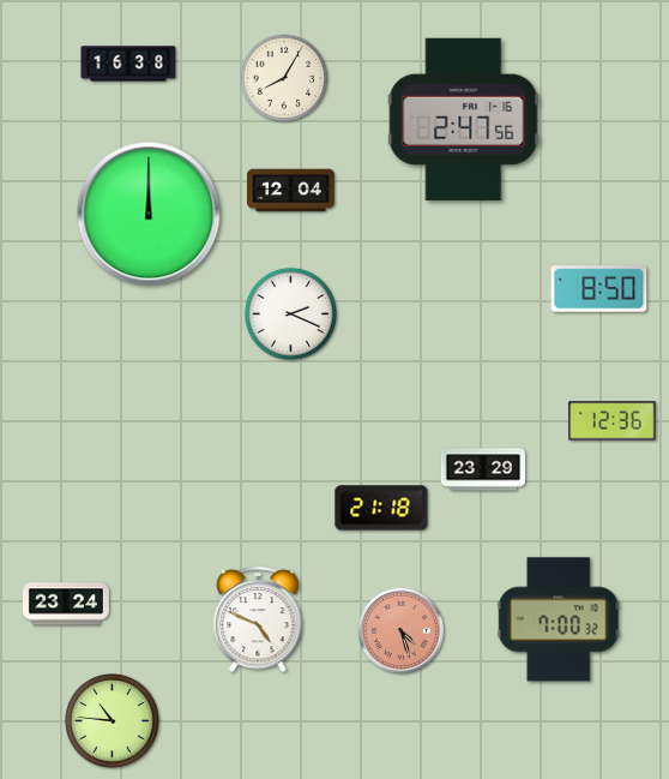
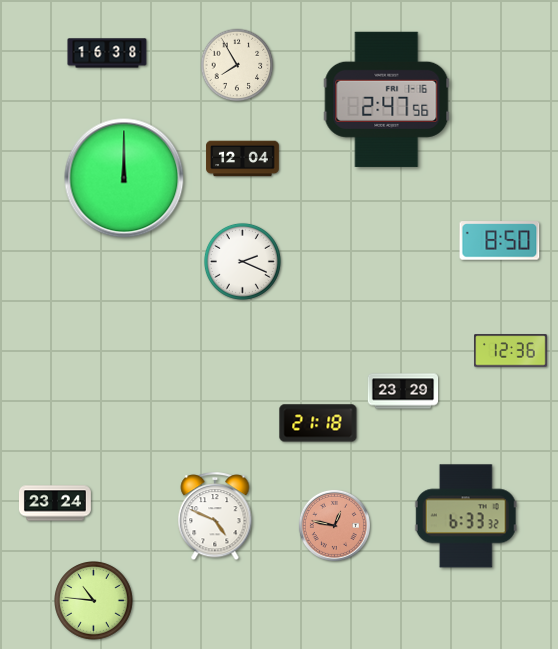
clock at (284, 78): 8:05 -> 7:55
clock at (559, 619): 7:00 -> 6:33
clock at (400, 630): 4:27 -> 12:47
